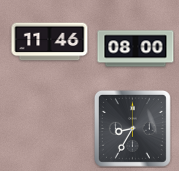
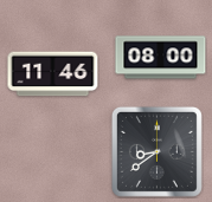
clock at (50, 42) position: (50, 42) -> (53, 74)
clock at (132, 128): 8:35 -> 8:39
